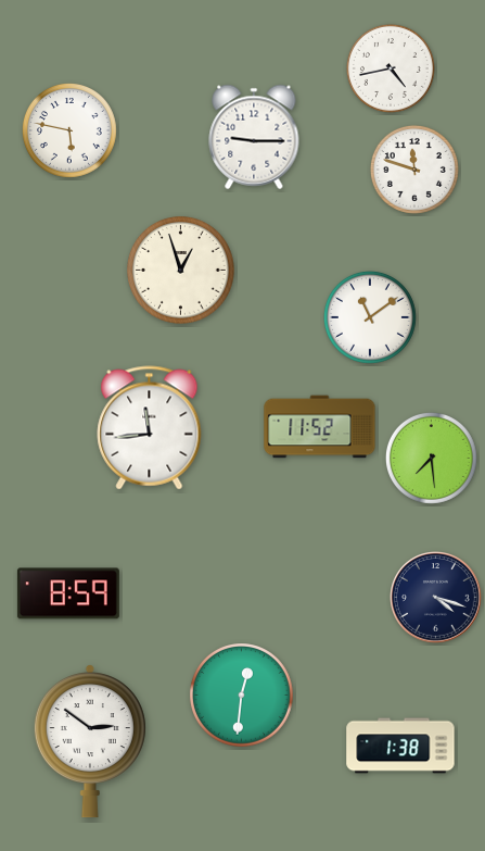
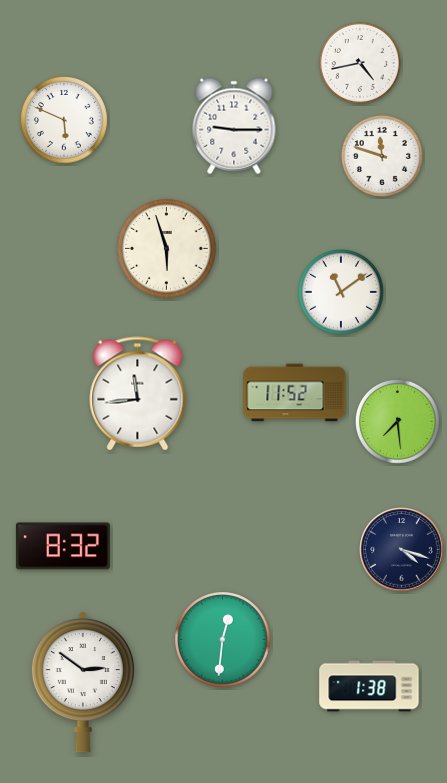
clock at (69, 130): 5:47 -> 5:49
clock at (181, 271): 12:57 -> 5:57
clock at (68, 593): 8:59 -> 8:32
